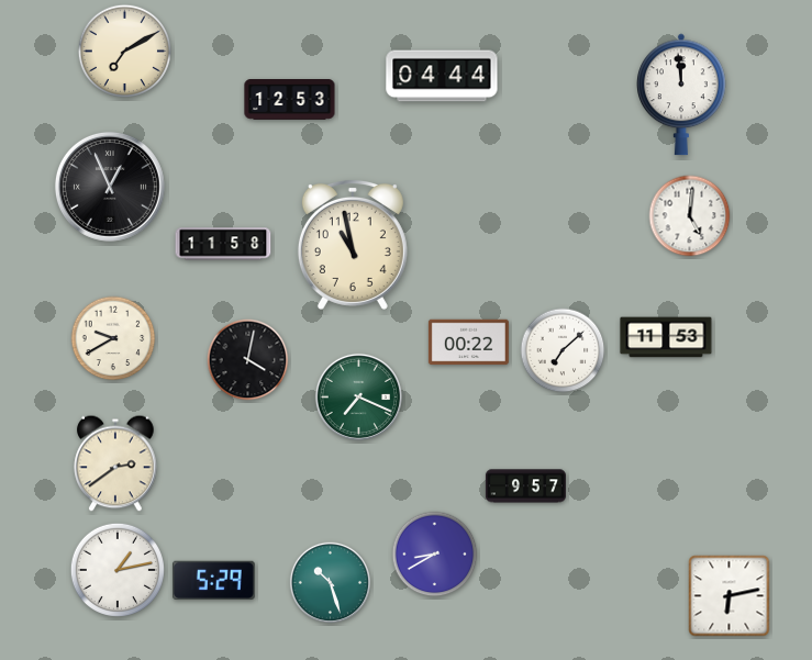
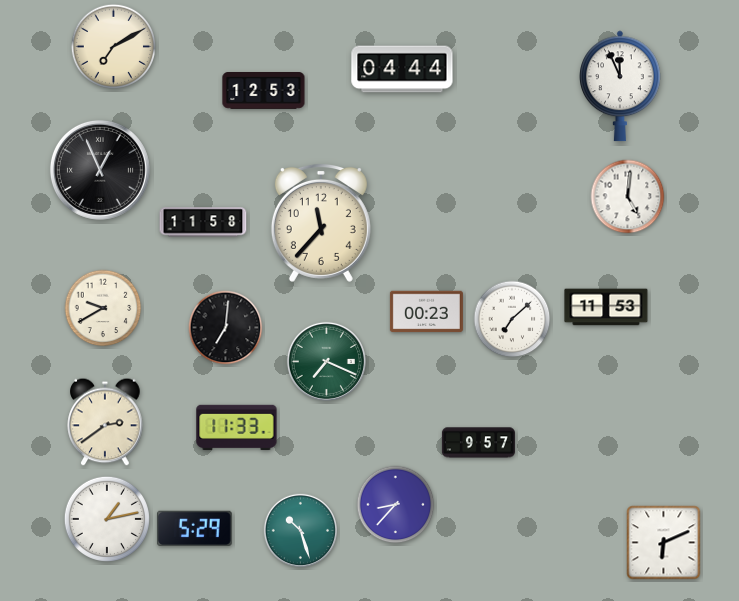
clock at (682, 94): 11:59 -> 11:56
clock at (353, 245): 10:58 -> 11:37
clock at (468, 343): 00:22 -> 00:23
clock at (248, 360): 4:02 -> 7:01
clock at (237, 428): none -> 11:33
clock at (435, 555): 8:40 -> 8:37
clock at (730, 596): 6:13 -> 6:11
